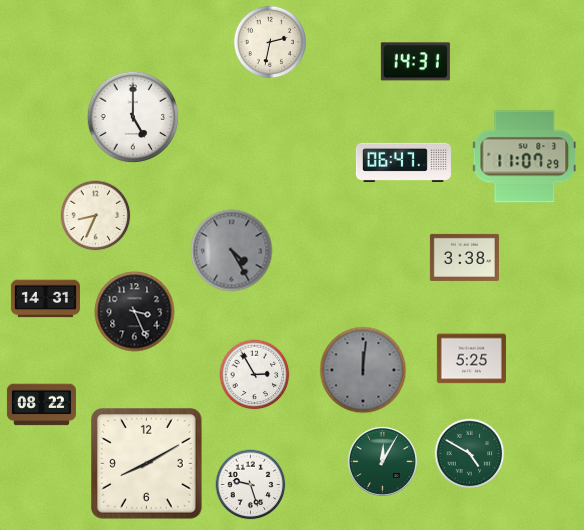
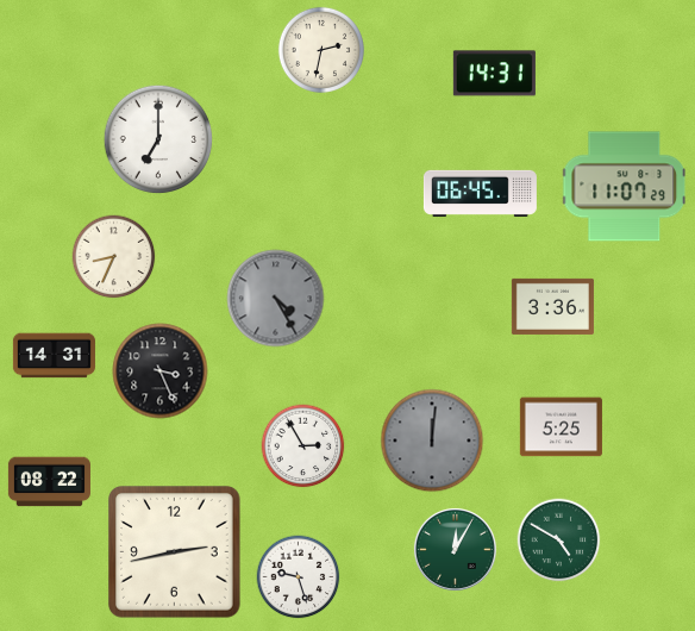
clock at (133, 117): 5:00 -> 7:00
clock at (403, 162): 06:47 -> 06:45
clock at (464, 257): 3:38 -> 3:36
clock at (147, 464): 8:10 -> 2:43
